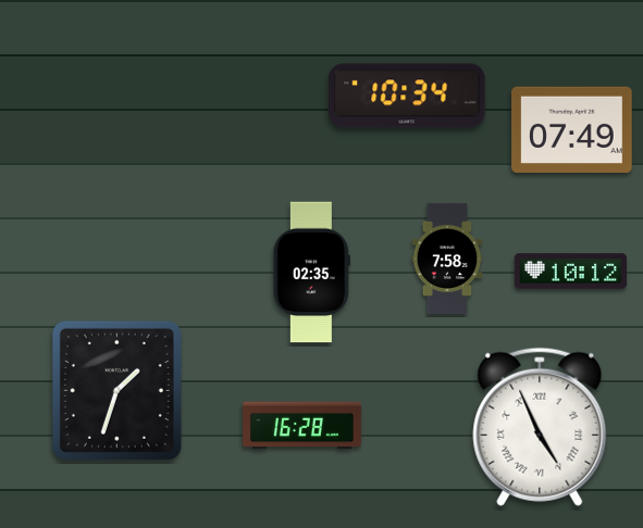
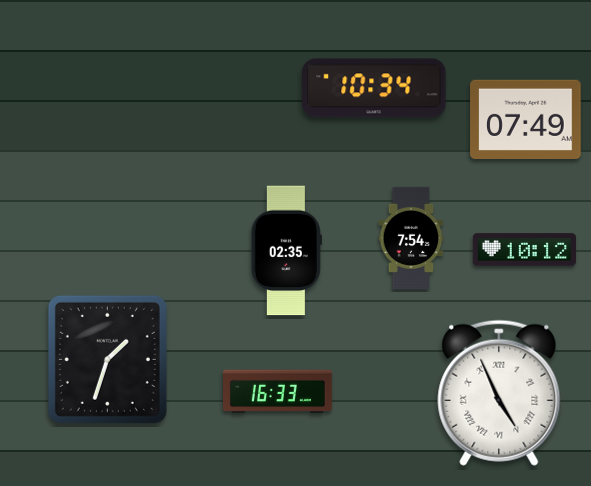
clock at (447, 259): 7:58 -> 7:54
clock at (302, 426): 16:28 -> 16:33
clock at (540, 427) position: (540, 427) -> (499, 393)
